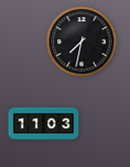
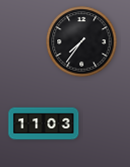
clock at (82, 42): 7:32 -> 7:36
